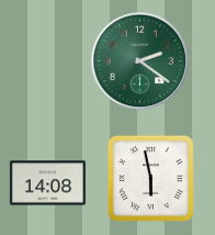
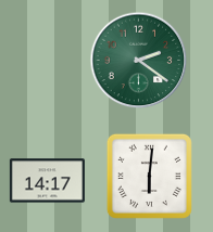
clock at (150, 178): 5:58 -> 6:01
clock at (47, 183): 14:08 -> 14:17
